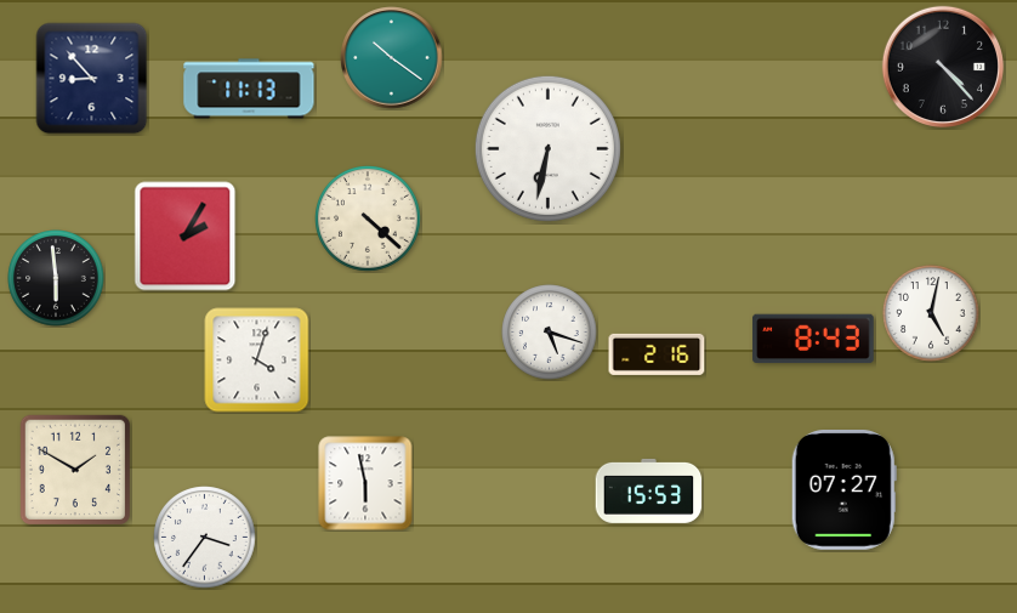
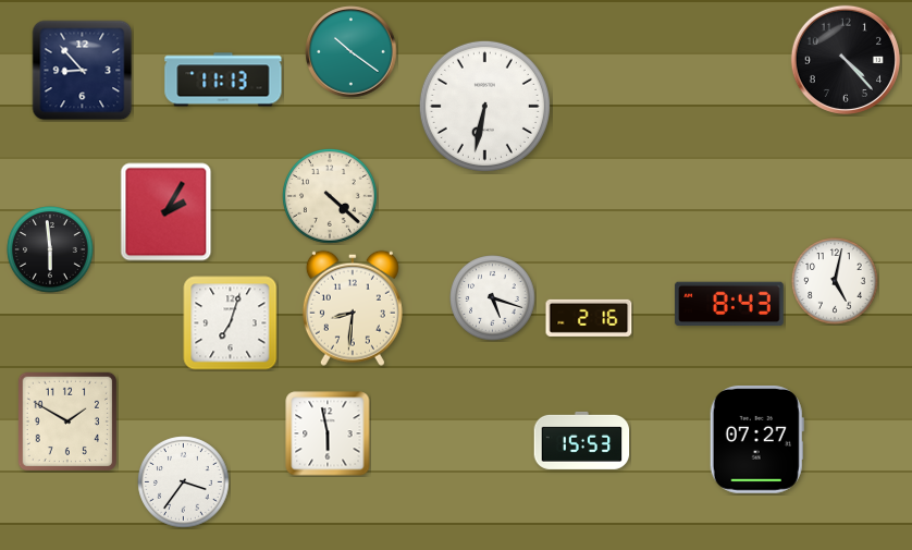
clock at (547, 148) position: (547, 148) -> (484, 106)
clock at (353, 308): none -> 8:31
clock at (257, 361): 4:03 -> 7:03
